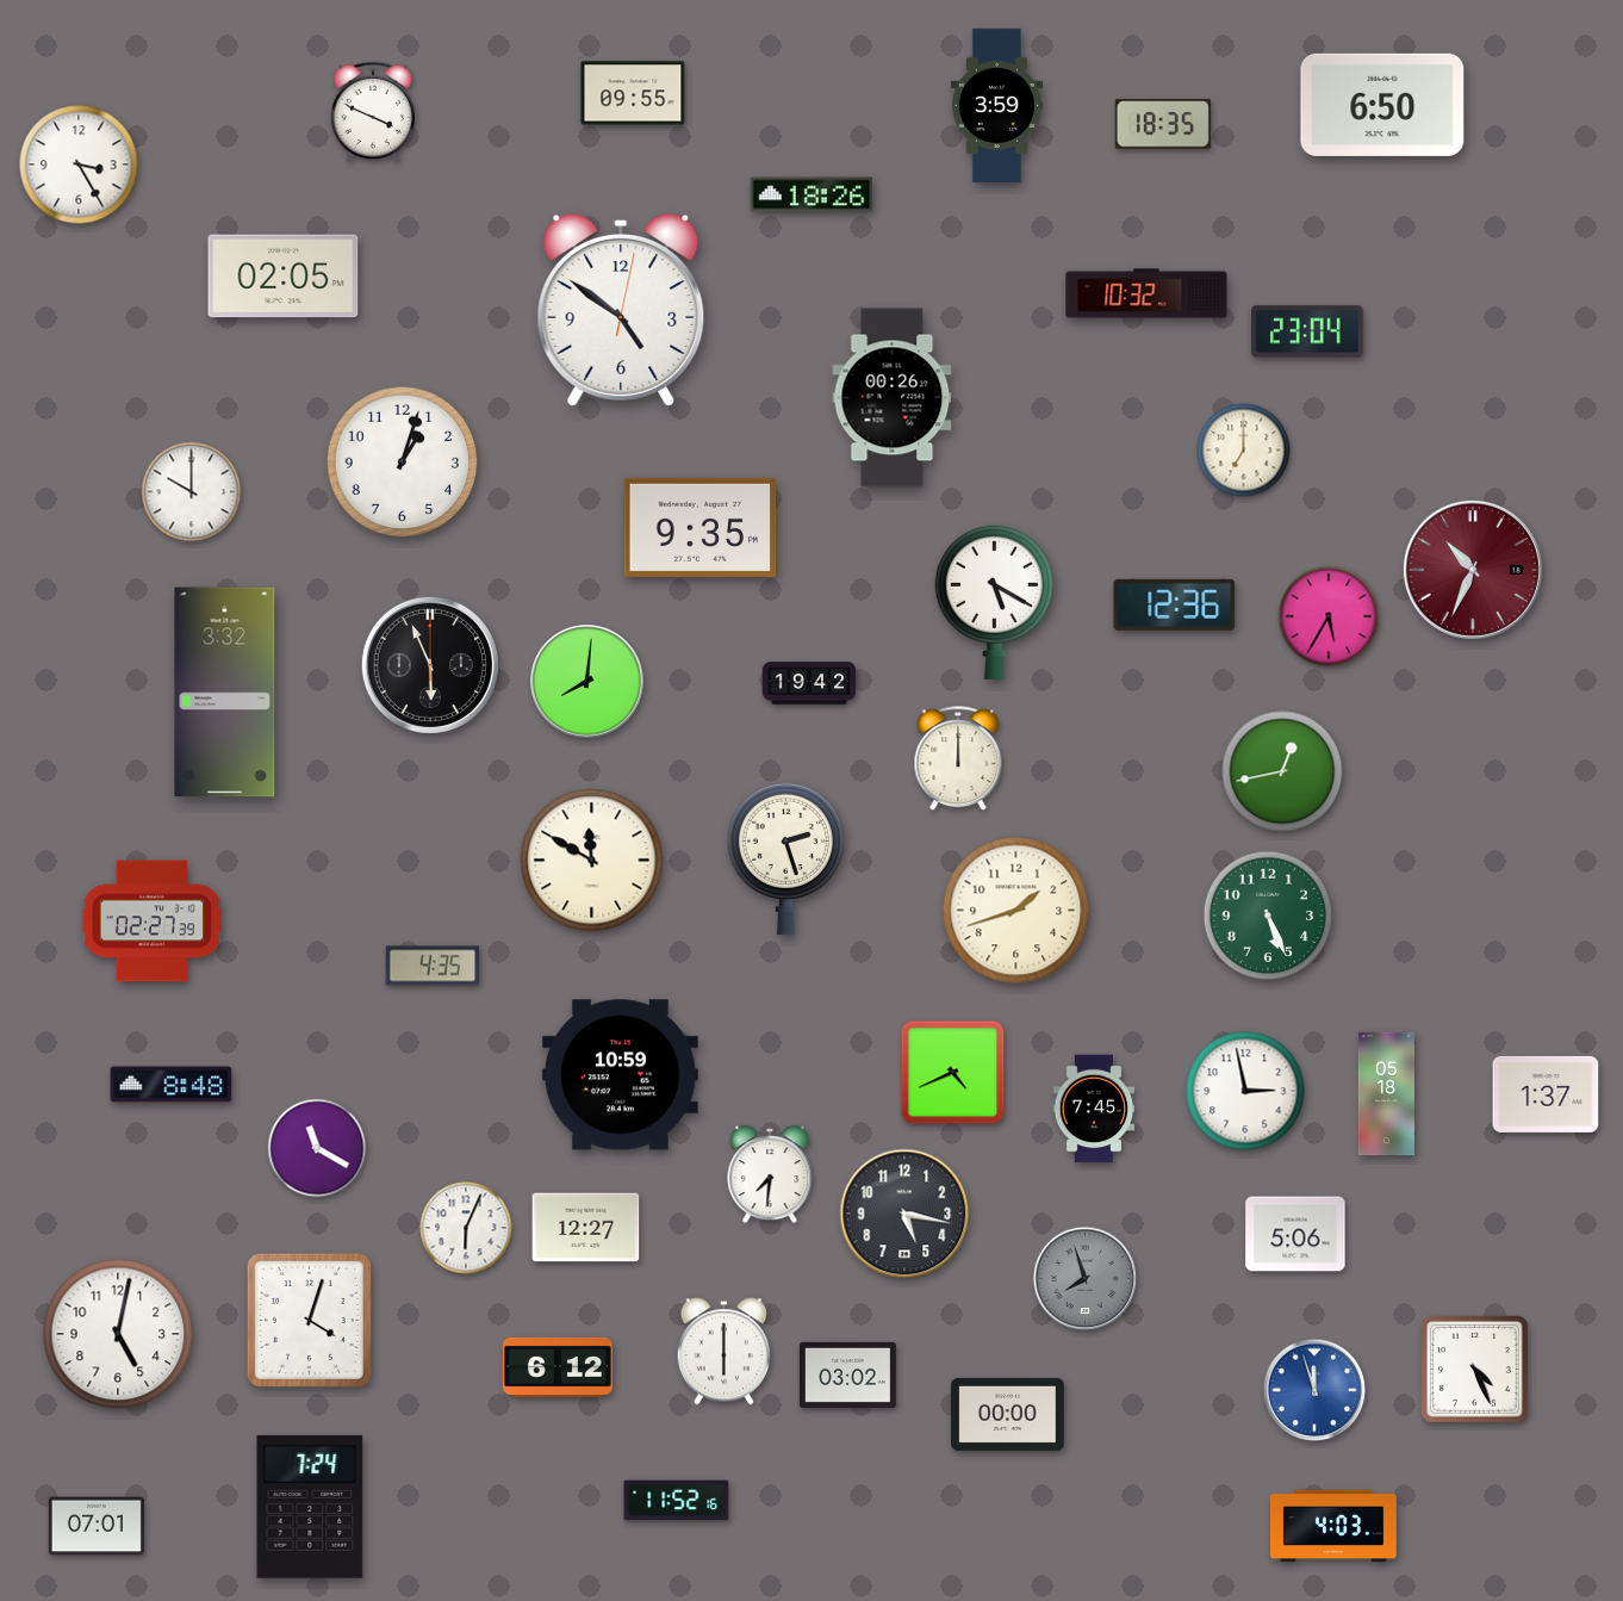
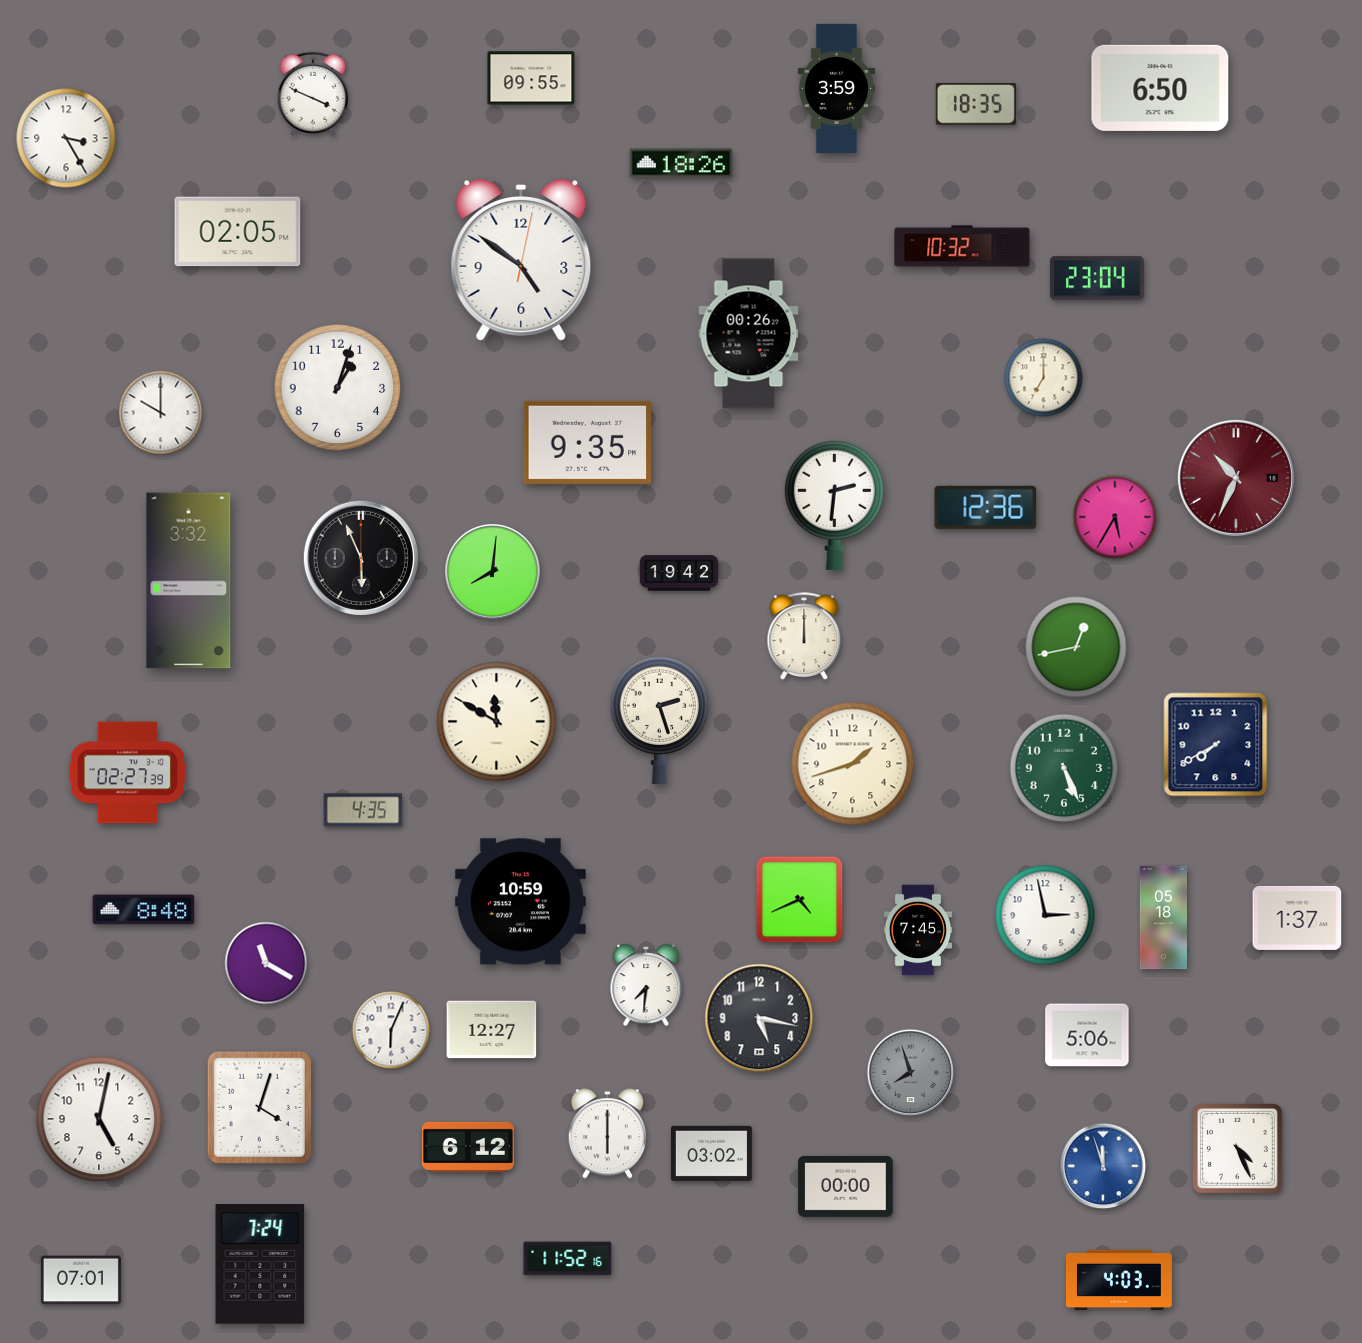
clock at (994, 602): 5:20 -> 2:31
clock at (1216, 745): none -> 7:40
